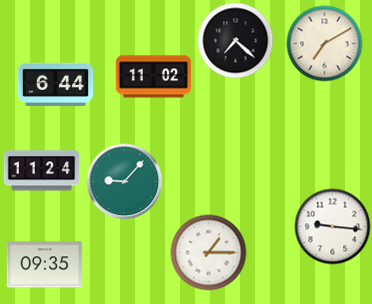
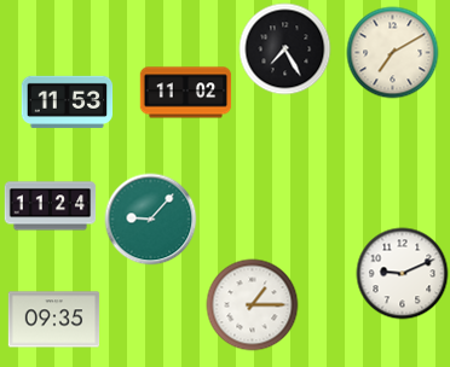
clock at (236, 41): 7:22 -> 7:25
clock at (56, 84): 6:44 -> 11:53
clock at (333, 227): 9:16 -> 9:11
